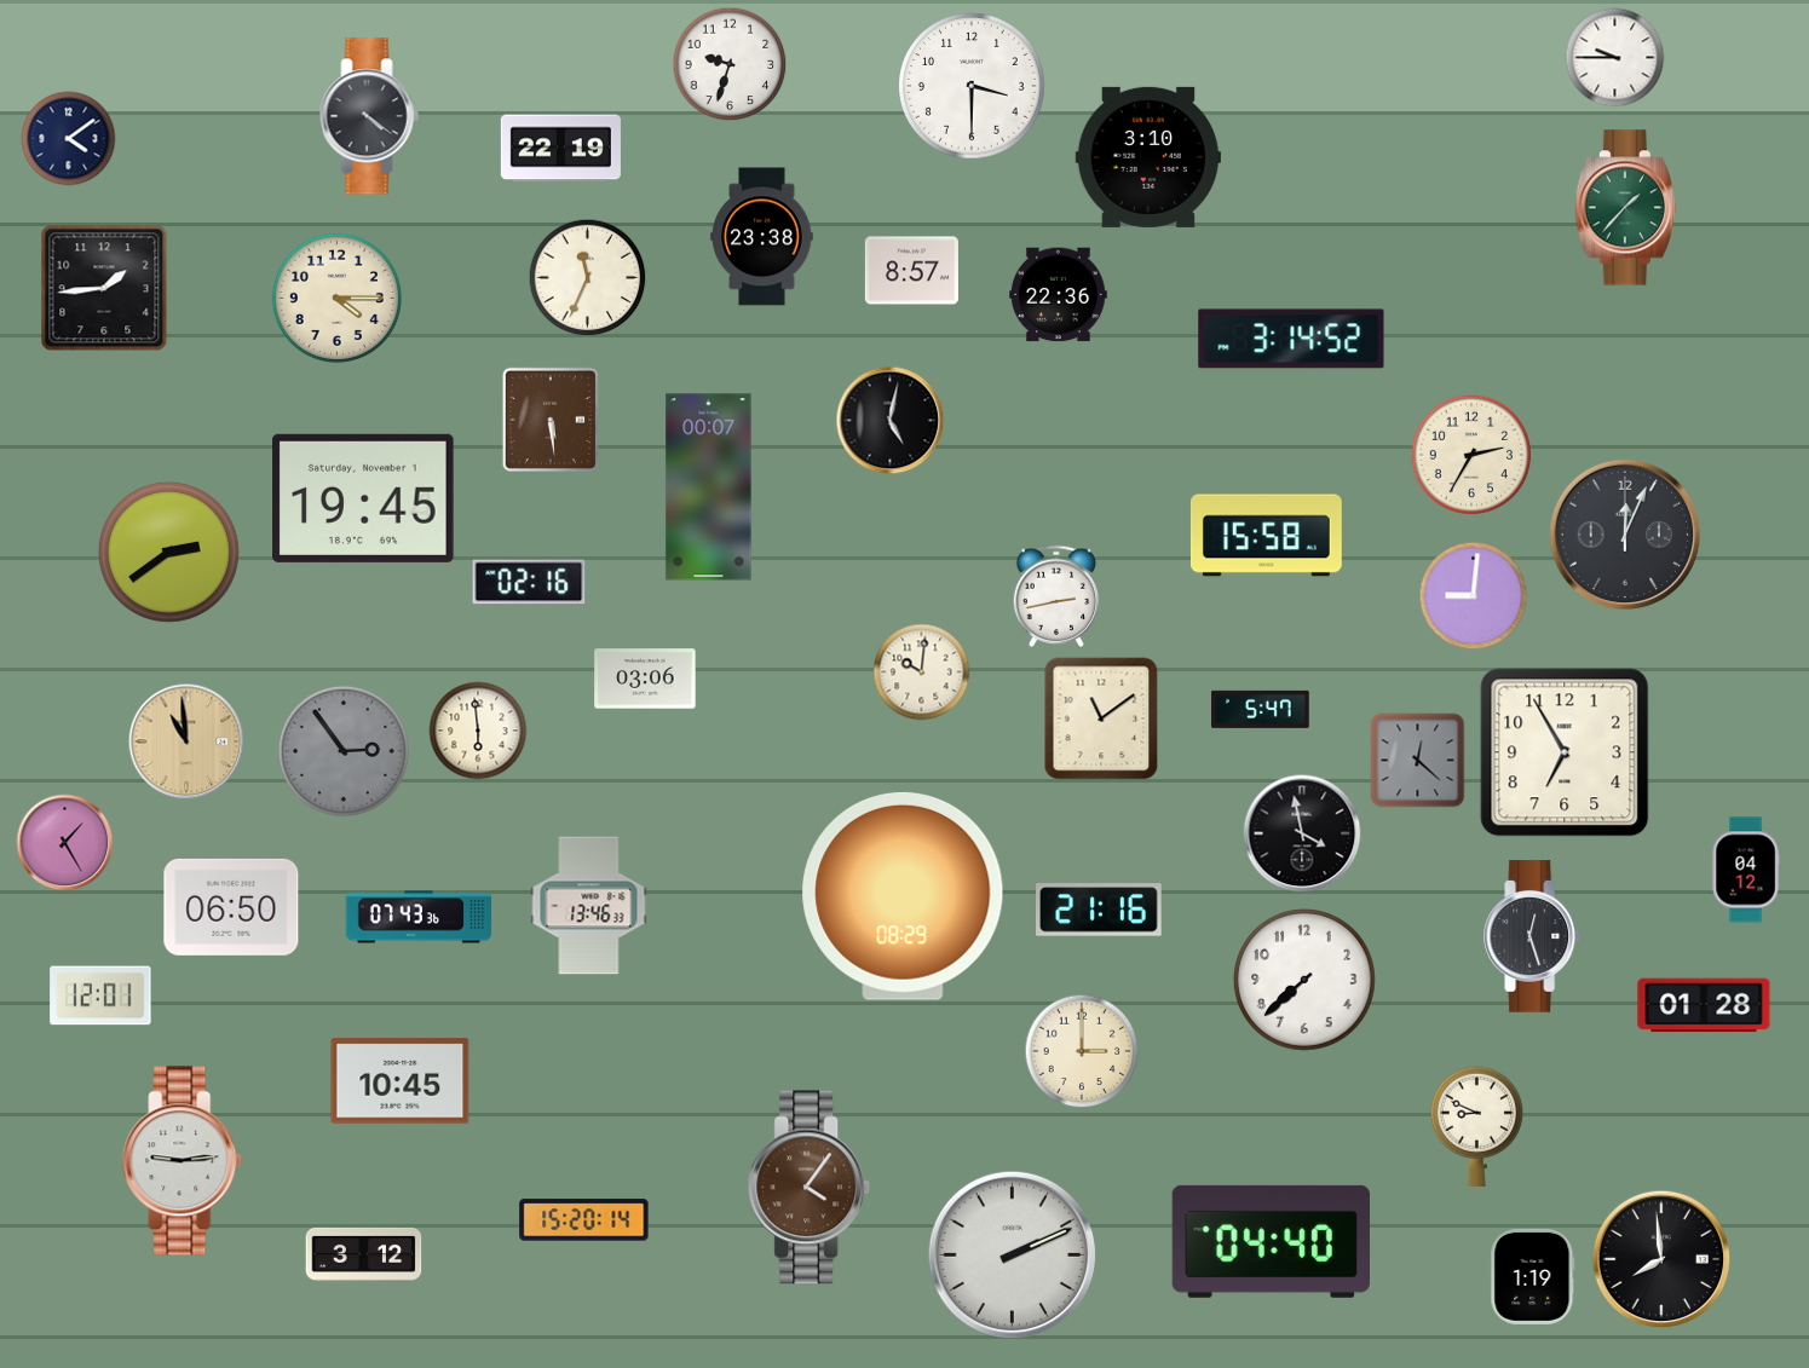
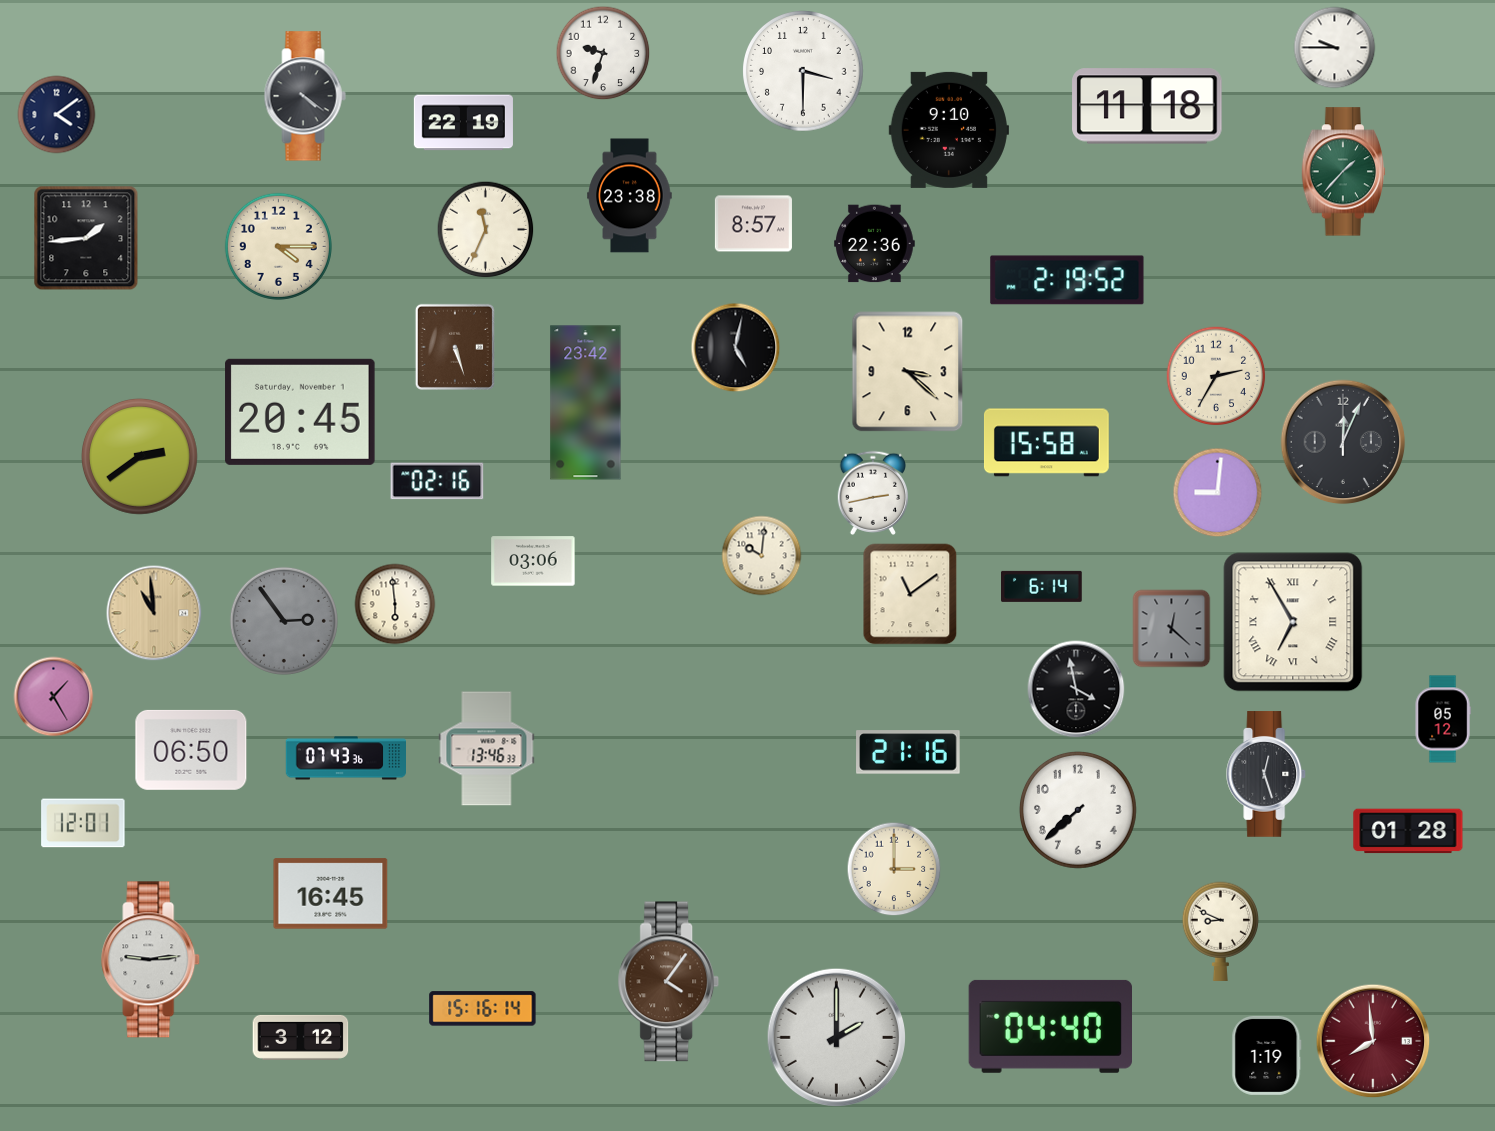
clock at (1147, 106): none -> 11:18
clock at (1148, 157): 3:10 -> 9:10
clock at (1291, 339): 3:14 -> 2:19
clock at (551, 420): 5:29 -> 5:27
clock at (908, 372): none -> 3:22
clock at (709, 487): 00:07 -> 23:42
clock at (363, 498): 19:45 -> 20:45
clock at (1261, 709): 5:47 -> 6:14
clock at (1565, 752) numerals: Arabic -> Roman
clock at (1746, 870): 04:12 -> 05:12
clock at (903, 896): 08:29 -> none
clock at (401, 1081): 10:45 -> 16:45
clock at (584, 1220): 15:20 -> 15:16
clock at (1012, 1254): 2:11 -> 2:00
clock at (1661, 1259) dial: black -> burgundy
